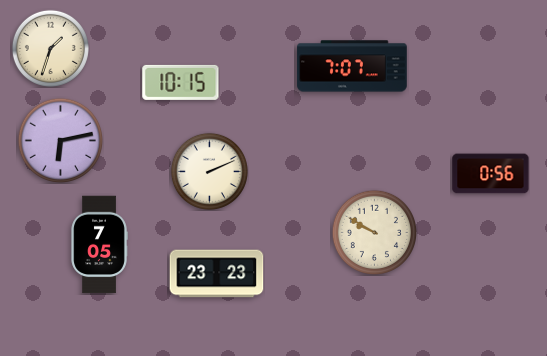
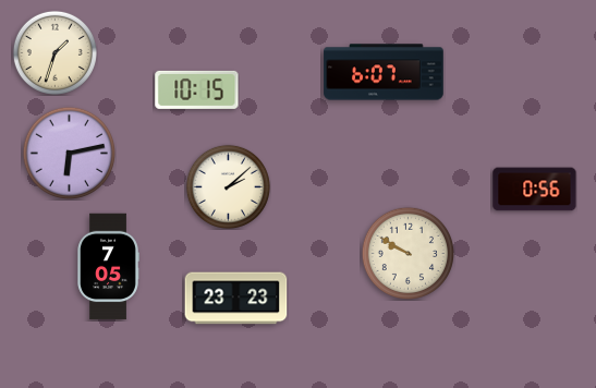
clock at (352, 66): 7:07 -> 6:07
clock at (60, 140) position: (60, 140) -> (69, 153)
clock at (209, 171): 2:11 -> 2:08
